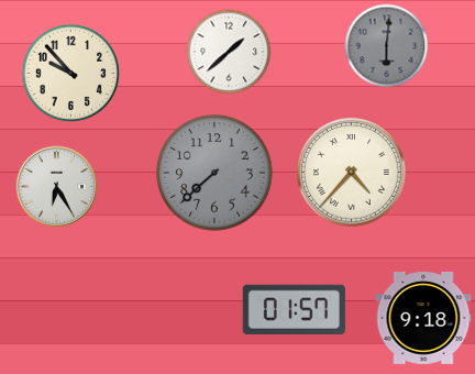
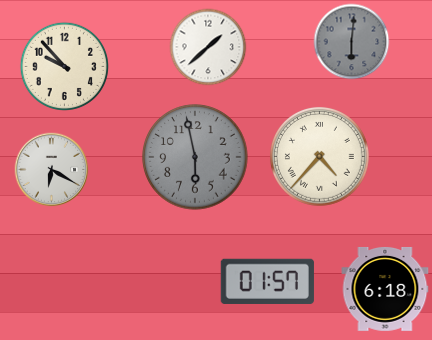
clock at (214, 173): 7:38 -> 5:58
clock at (57, 187): 6:25 -> 6:20
clock at (423, 318): 9:18 -> 6:18
